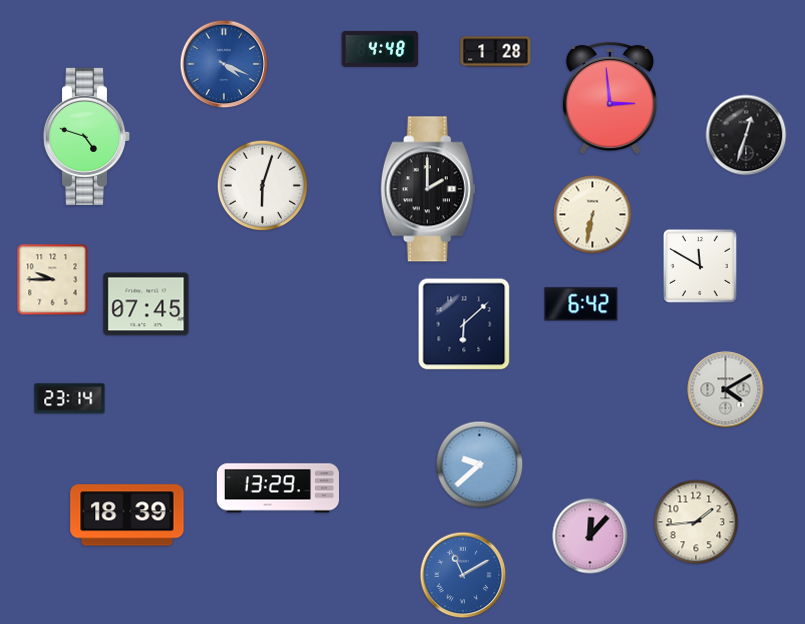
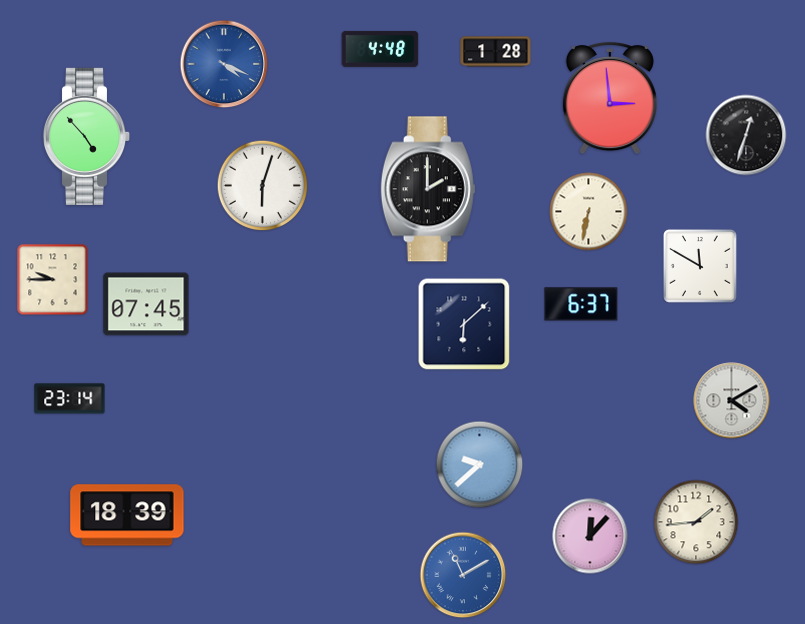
clock at (87, 136): 4:48 -> 4:53
clock at (593, 215) position: (593, 215) -> (589, 212)
clock at (581, 304): 6:42 -> 6:37
clock at (726, 390) position: (726, 390) -> (732, 401)
clock at (277, 488): 13:29 -> none
